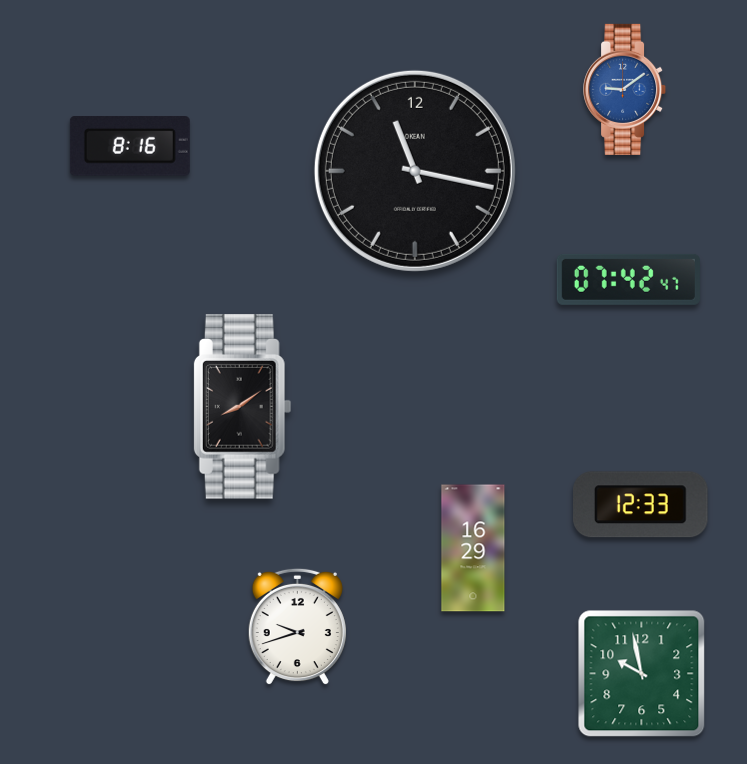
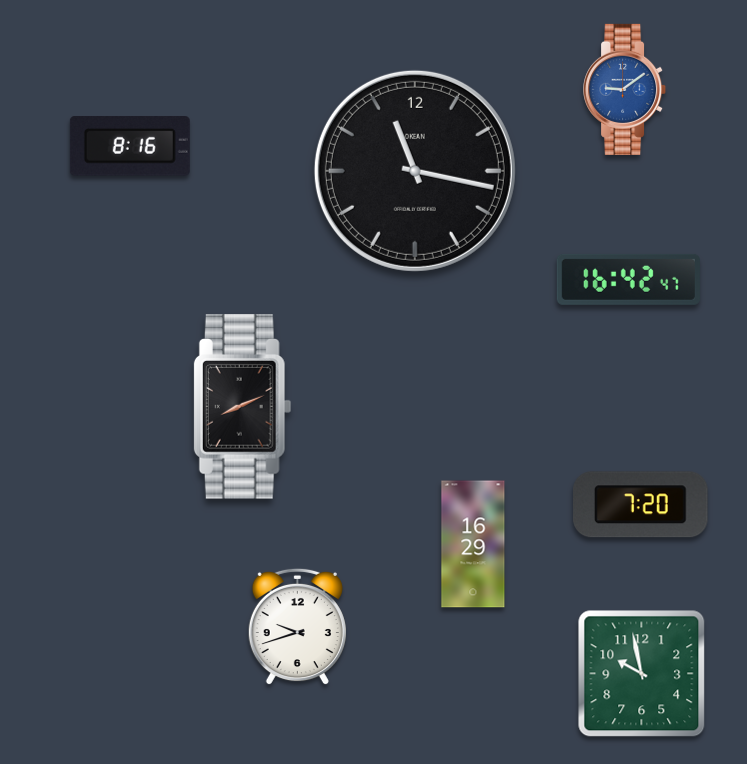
clock at (628, 279): 07:42 -> 16:42
clock at (242, 407): 8:09 -> 8:11
clock at (641, 505): 12:33 -> 7:20
clock at (473, 548) position: (473, 548) -> (473, 544)
